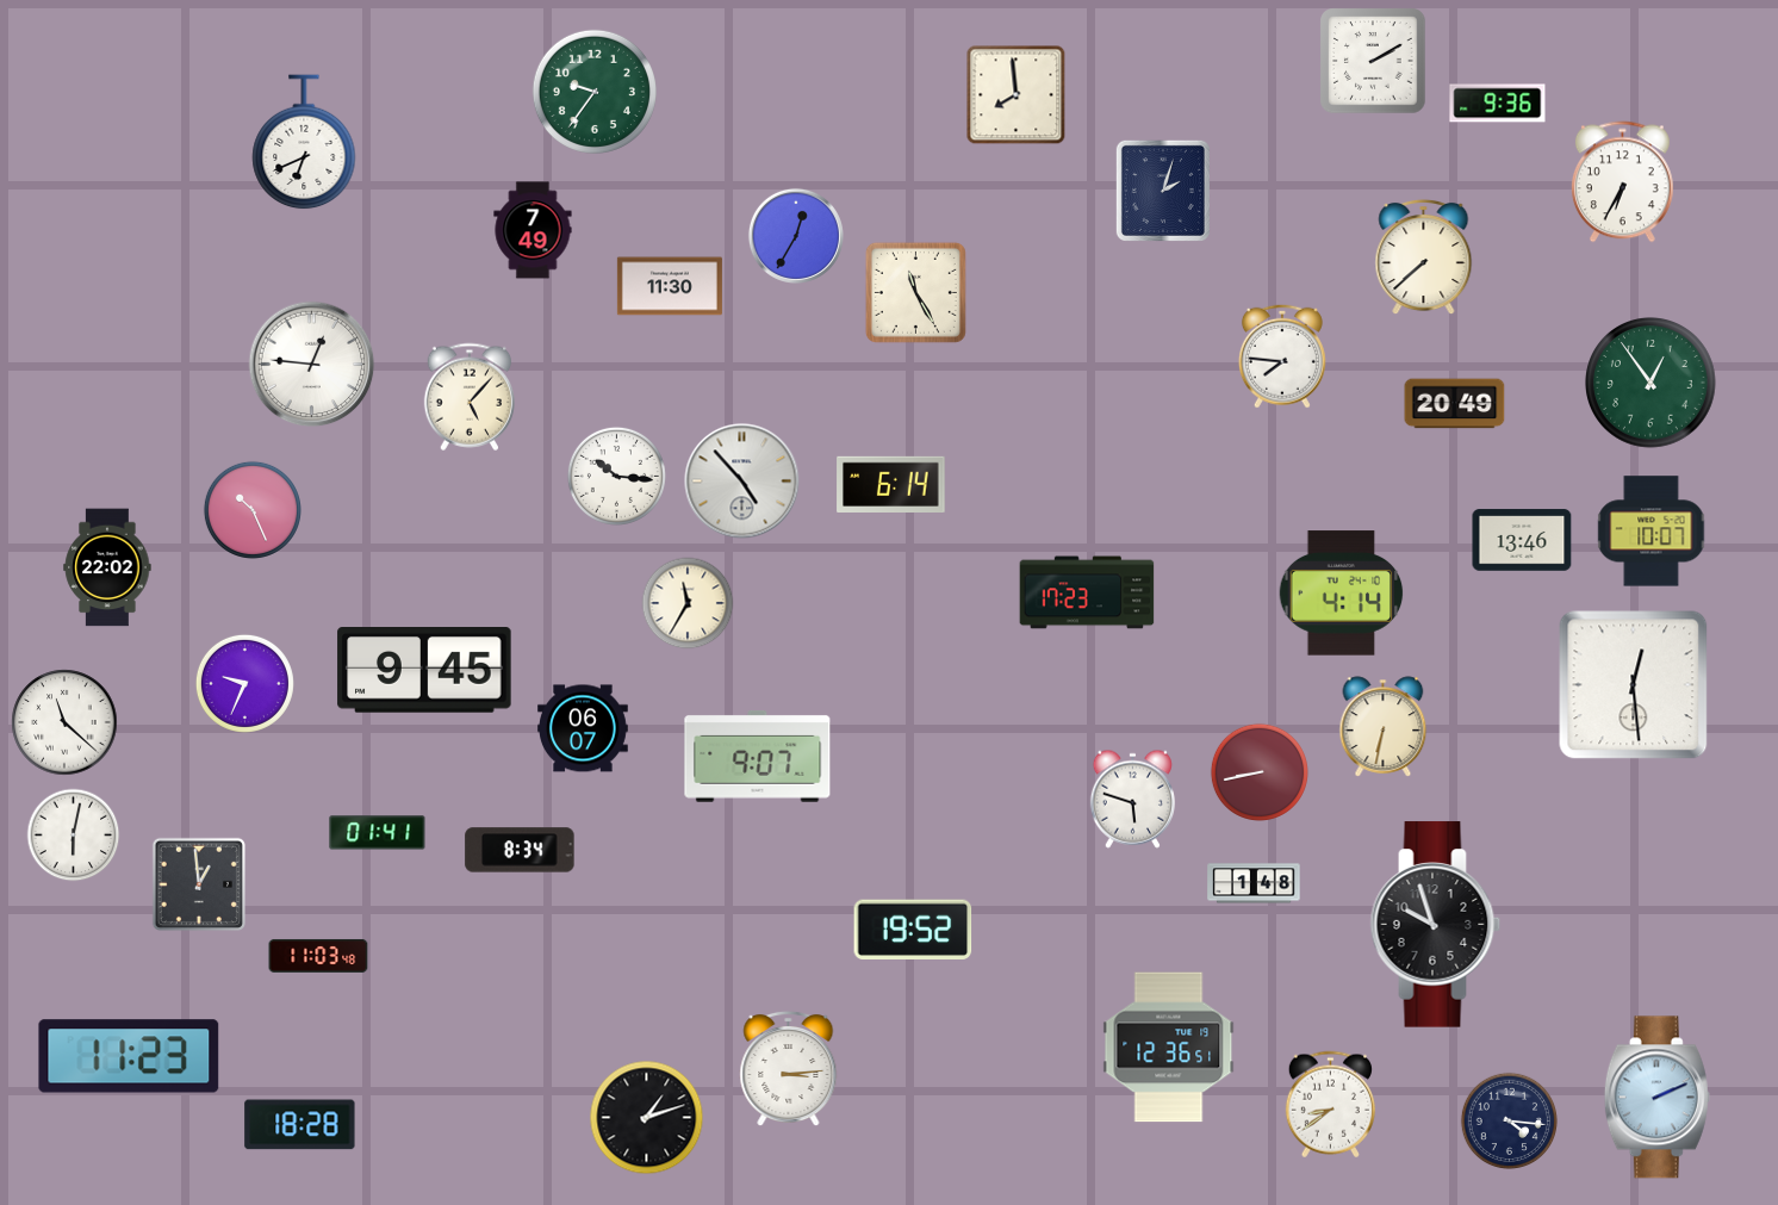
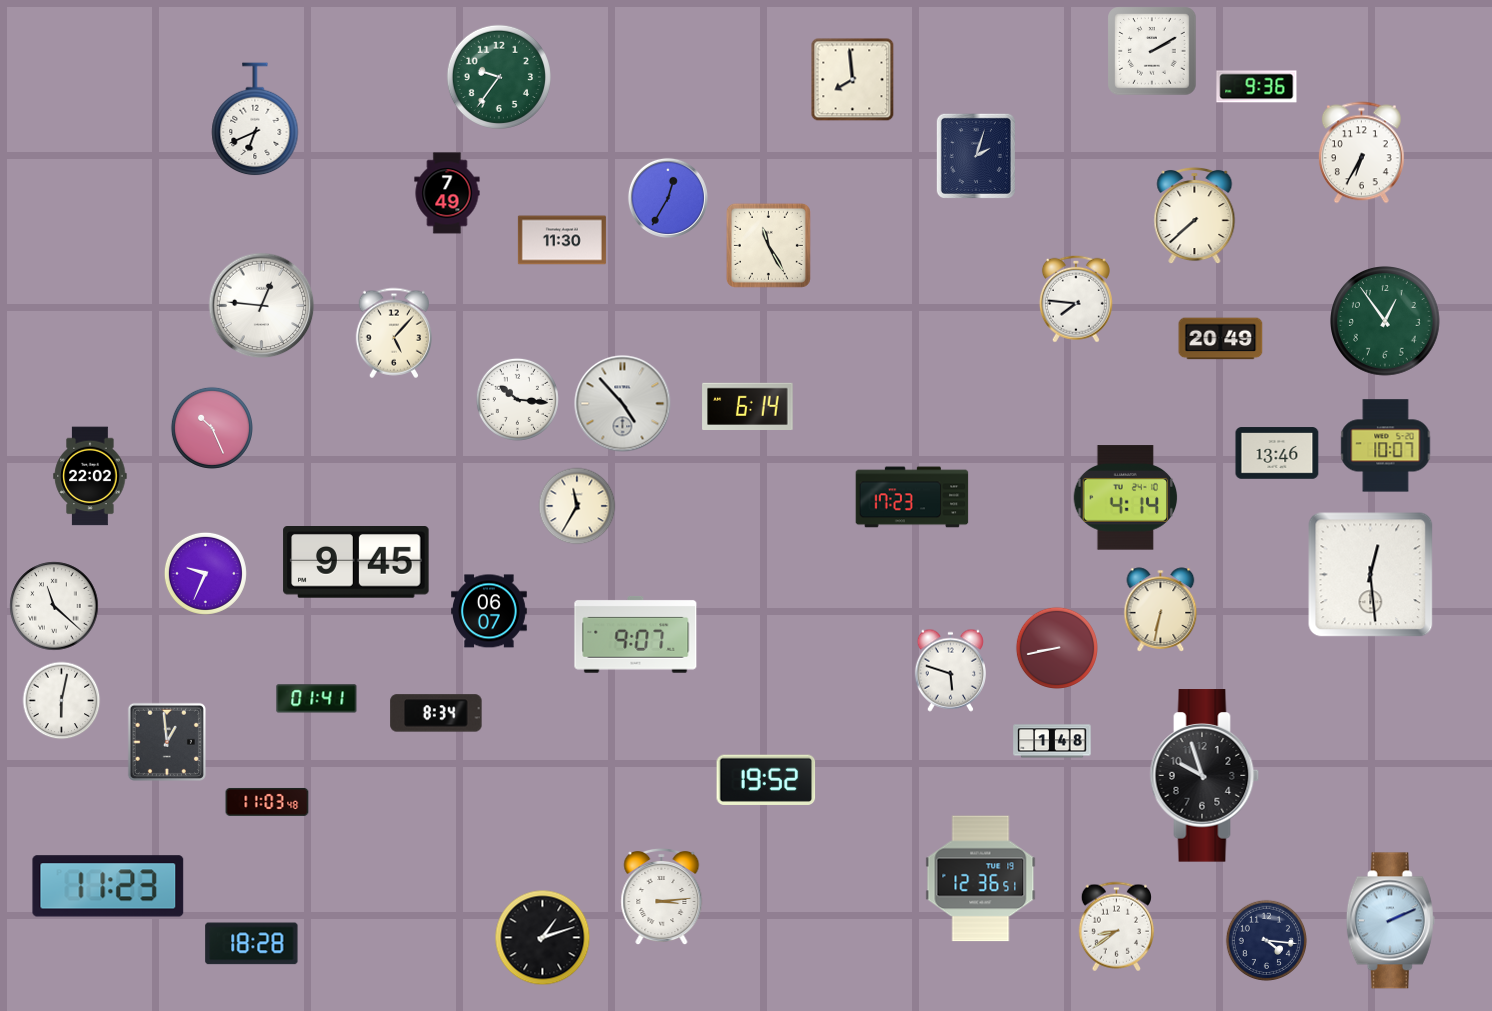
clock at (1163, 191) position: (1163, 191) -> (976, 156)
